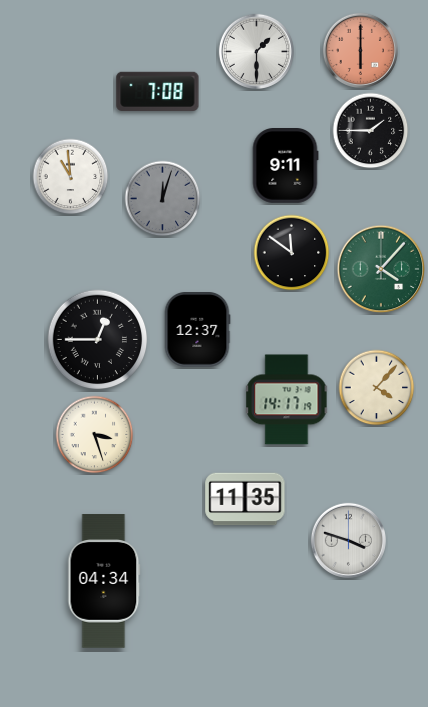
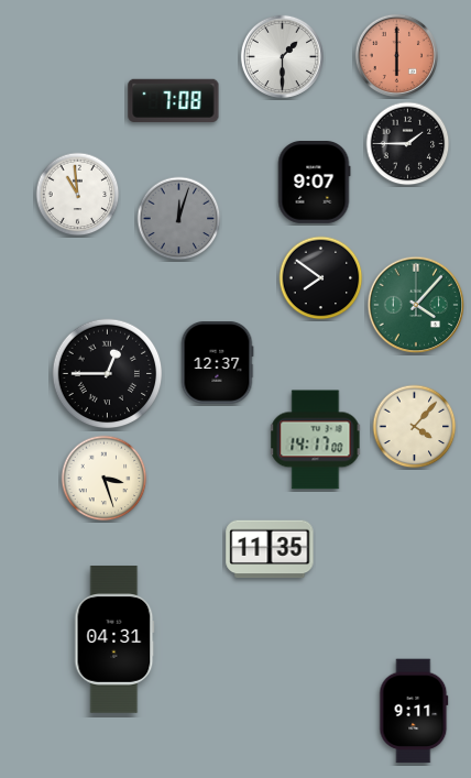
clock at (285, 166): 9:11 -> 9:07
clock at (292, 253): 11:51 -> 7:51
clock at (381, 269) position: (381, 269) -> (416, 305)
clock at (287, 400): 14:17:19 -> 14:17:00
clock at (348, 540): 3:48 -> none
clock at (104, 581): 04:34 -> 04:31
clock at (414, 711): none -> 9:11
